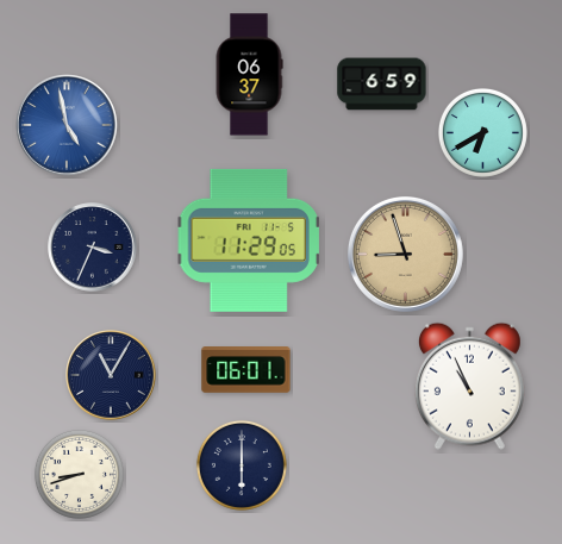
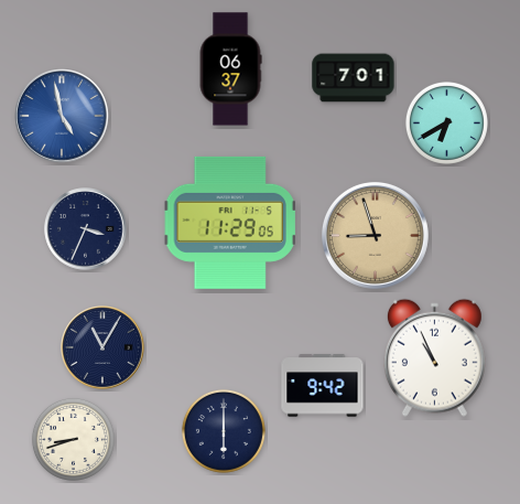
clock at (382, 85): 6:59 -> 7:01
clock at (246, 370): 06:01 -> none
clock at (323, 386): none -> 9:42
